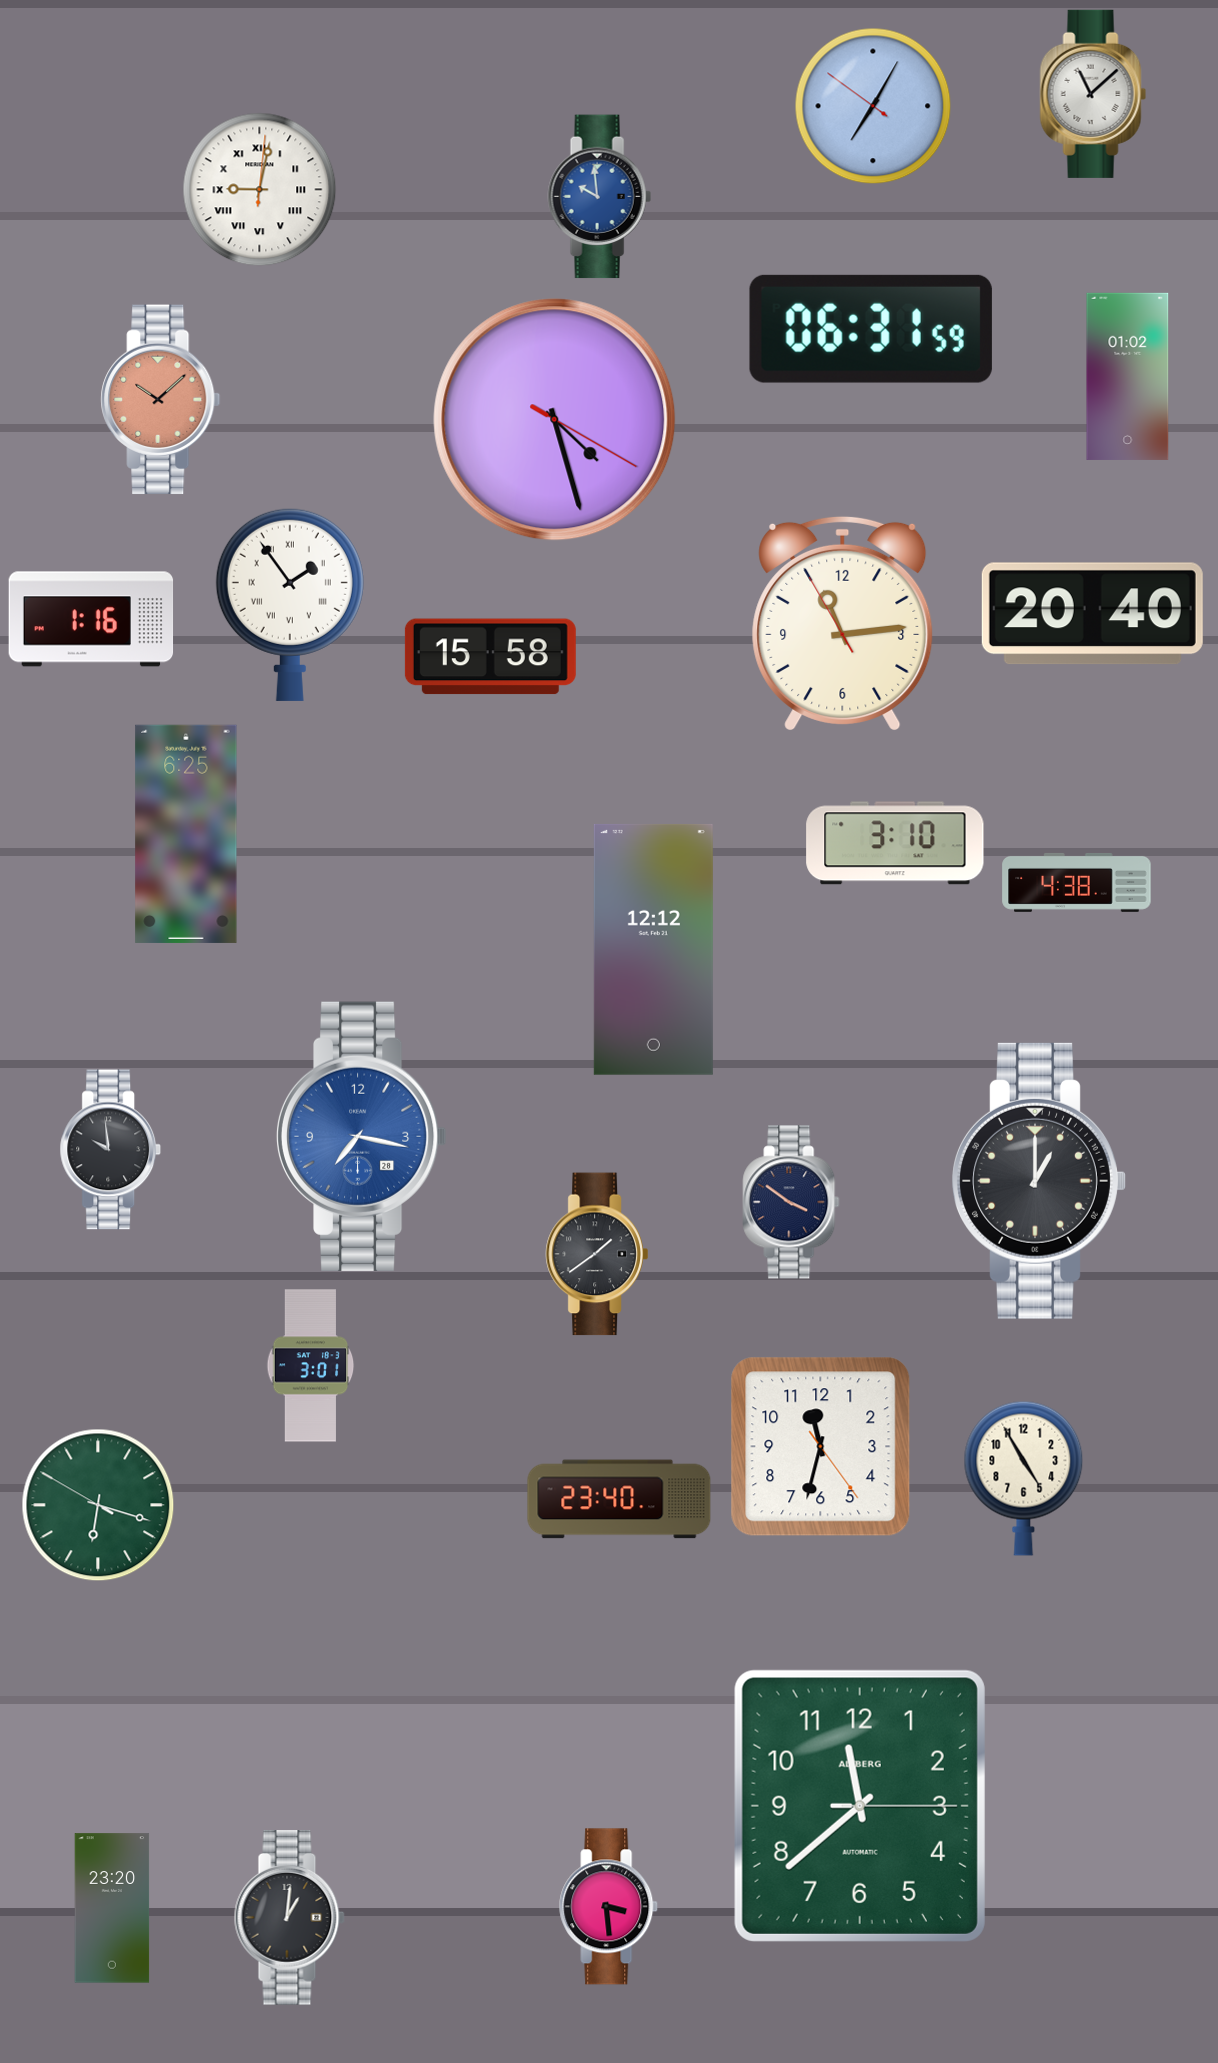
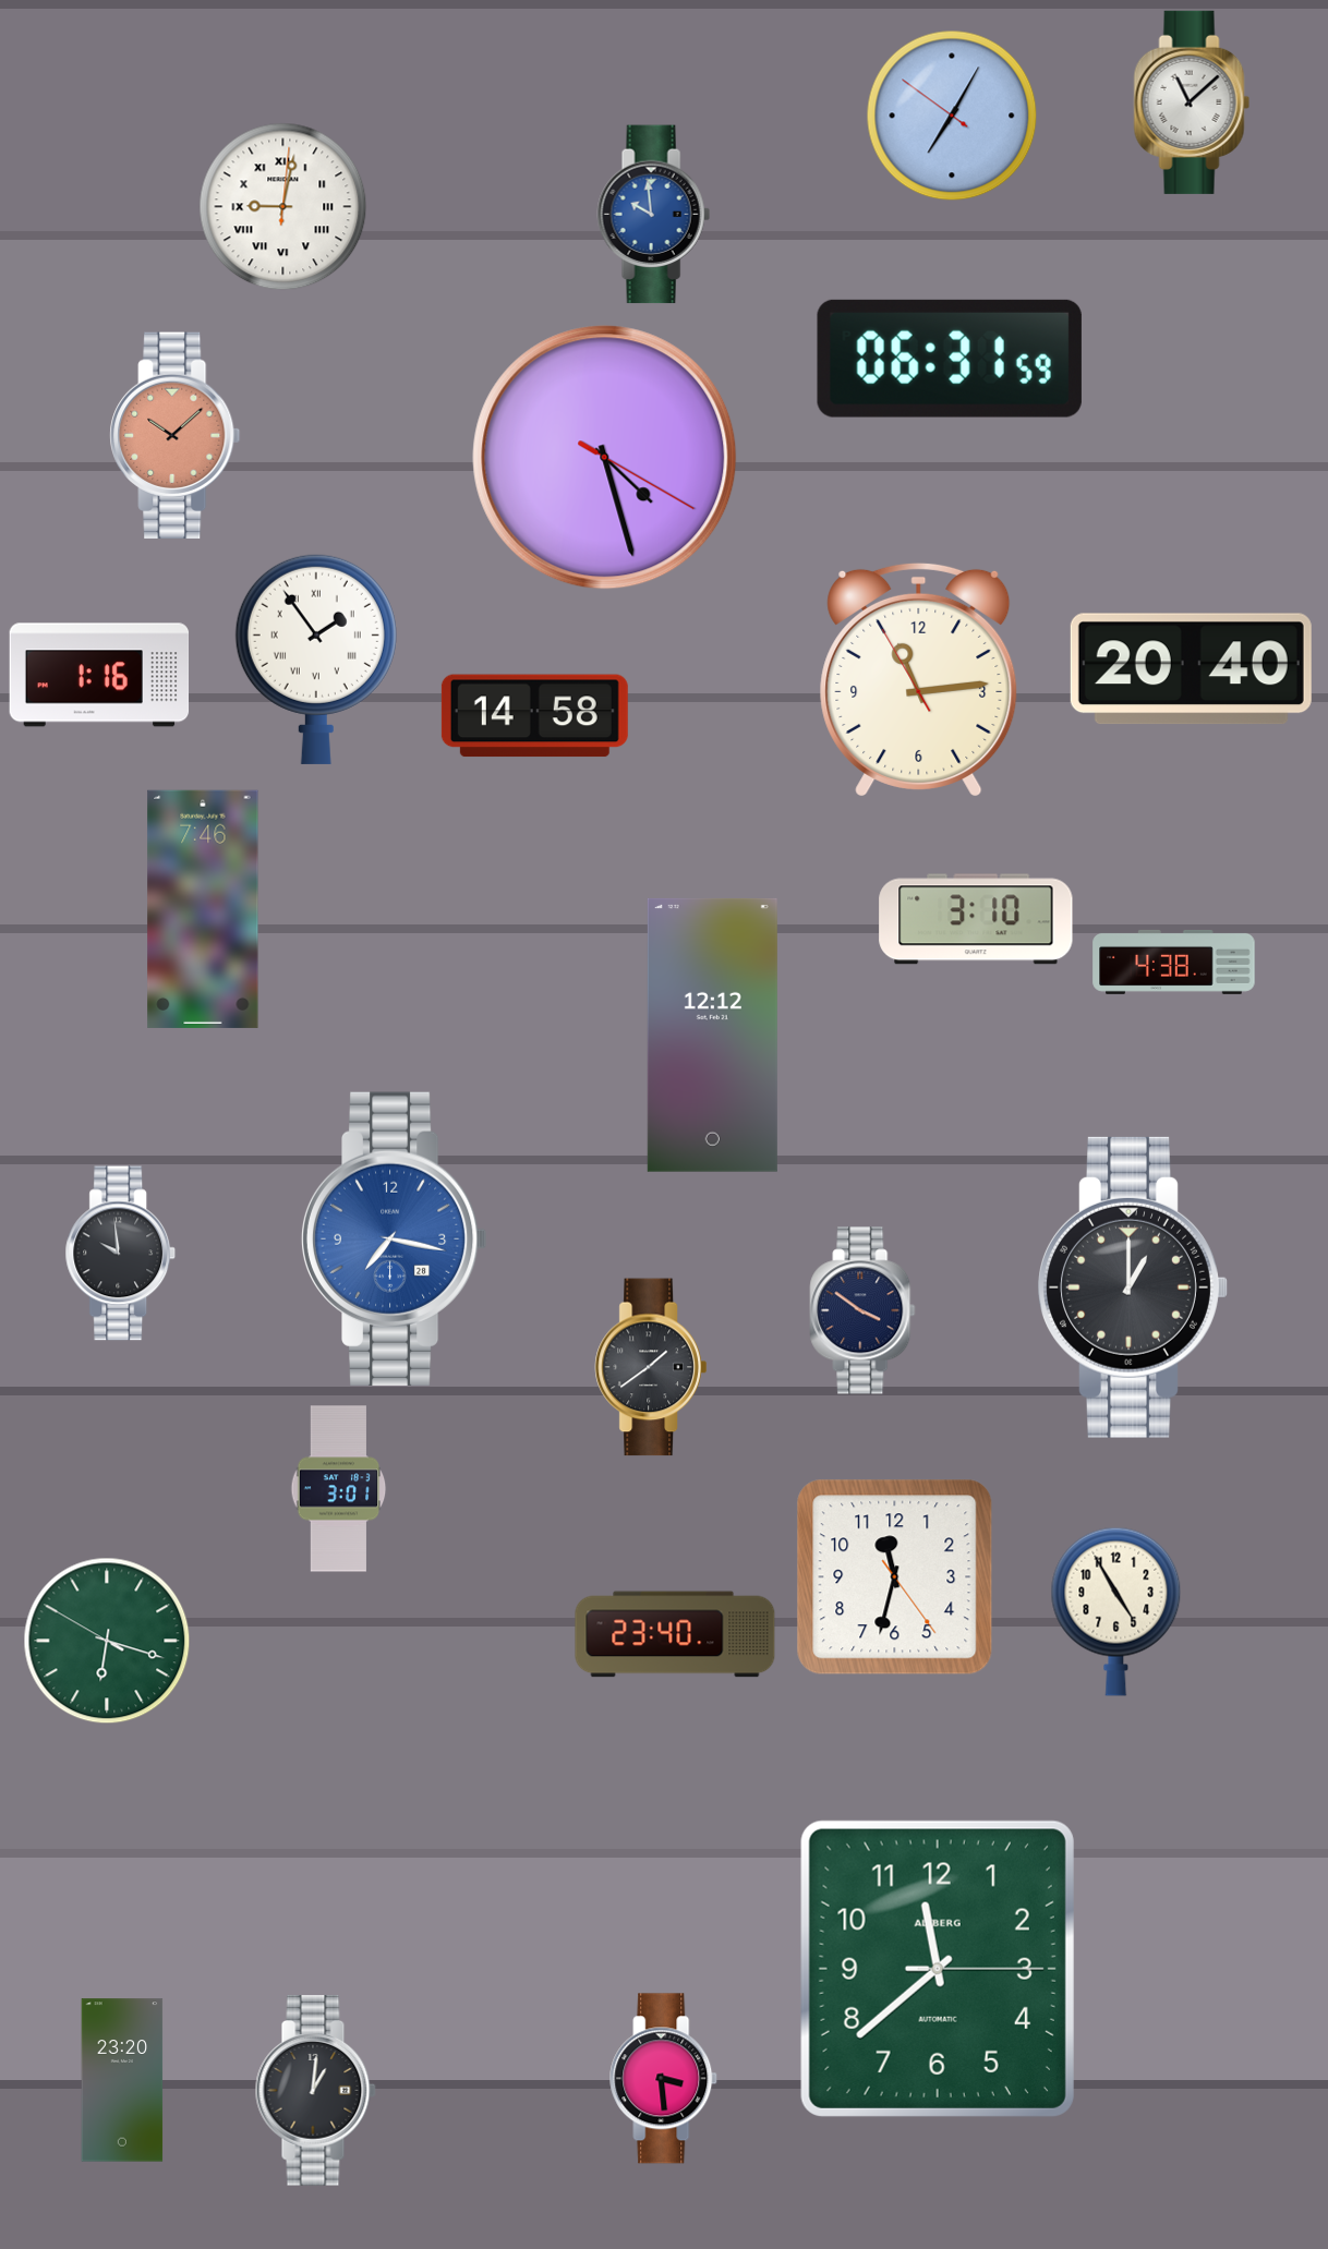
clock at (1128, 376): 01:02 -> none
clock at (490, 657): 15:58 -> 14:58
clock at (186, 834): 6:25 -> 7:46
